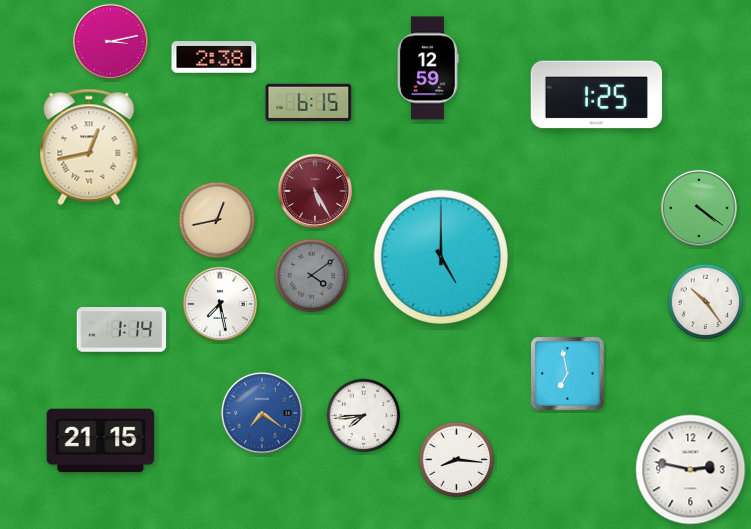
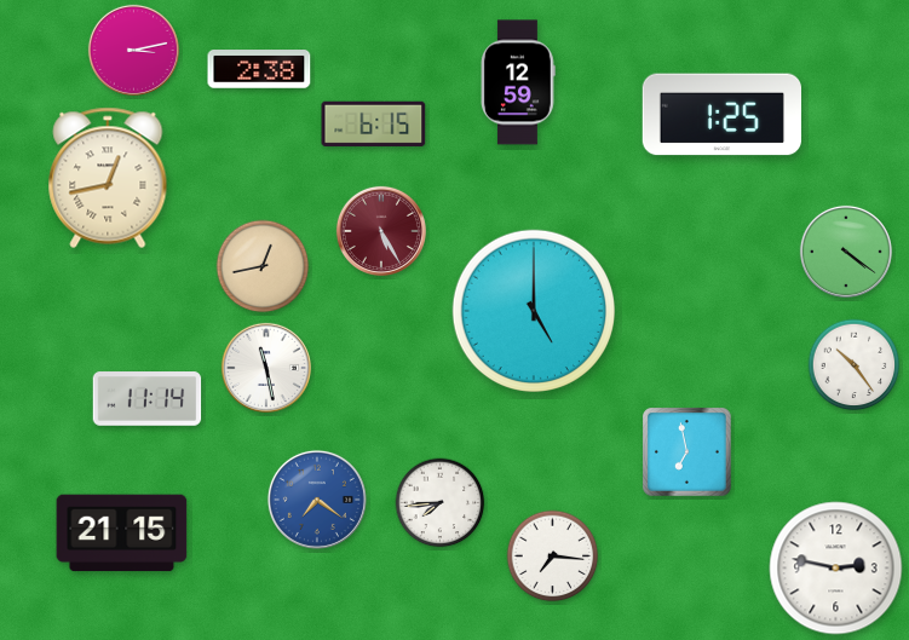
clock at (312, 276): 4:09 -> none
clock at (220, 304): 7:28 -> 11:28
clock at (122, 330): 1:14 -> 11:14
clock at (457, 460): 8:16 -> 7:16
